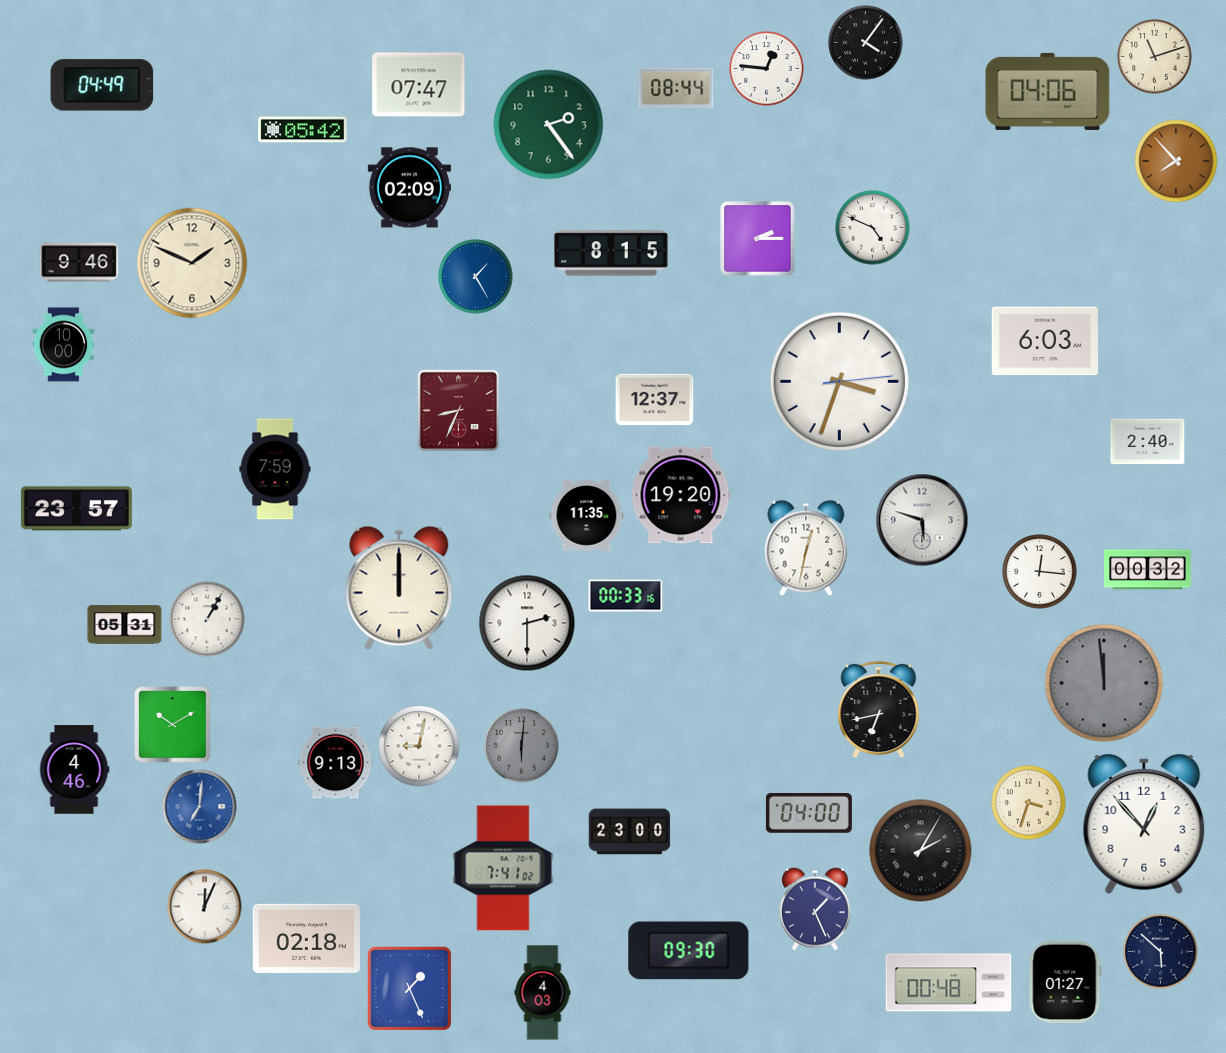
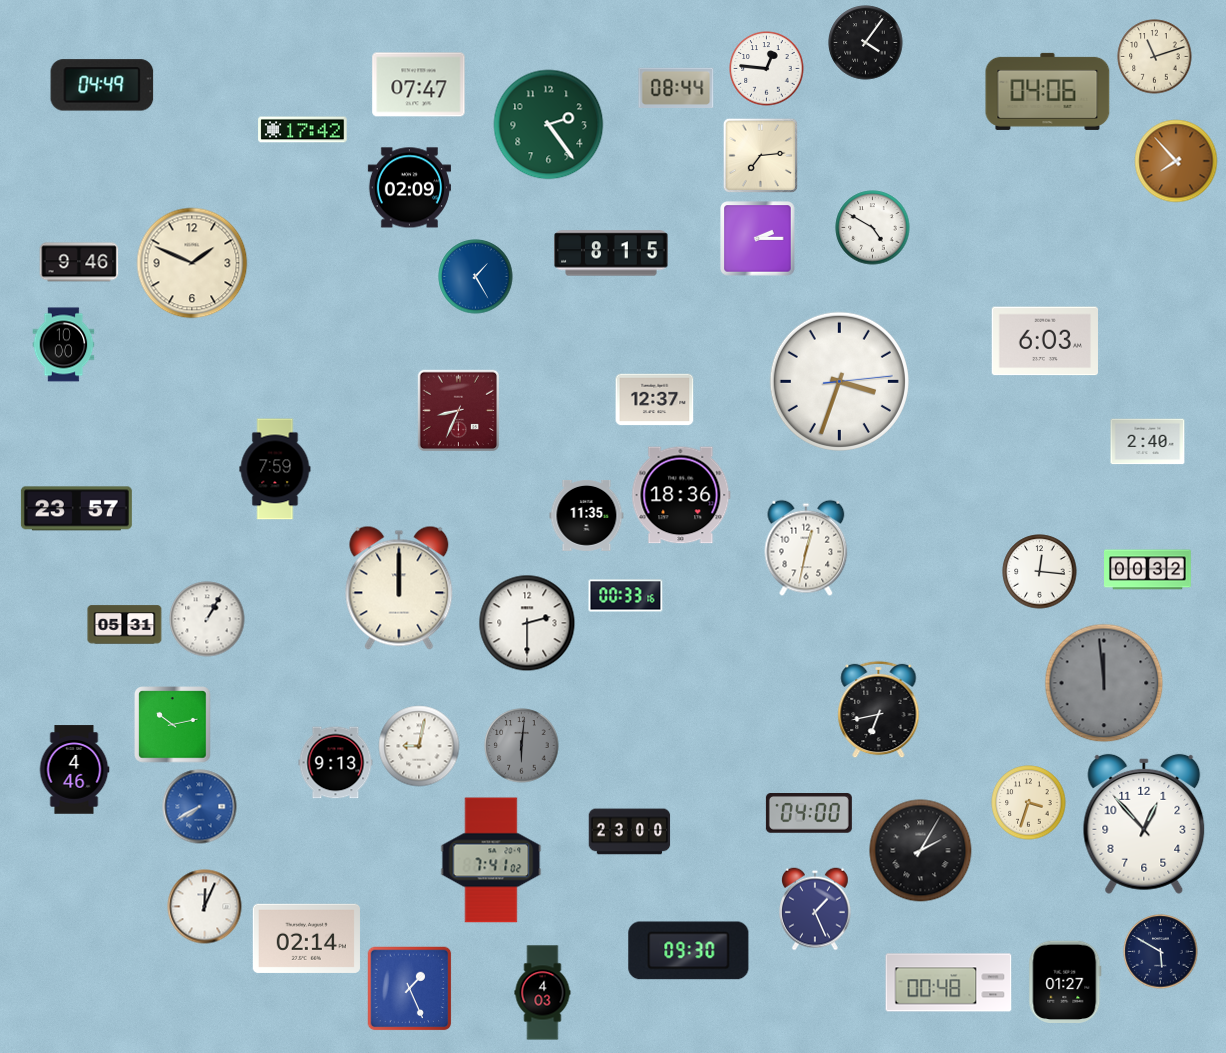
clock at (303, 130): 05:42 -> 17:42
clock at (760, 155): none -> 7:14
clock at (873, 228): 4:49 -> 4:50
clock at (681, 495): 19:20 -> 18:36
clock at (922, 520): 5:48 -> none
clock at (173, 725): 10:10 -> 10:13
clock at (200, 807): 7:01 -> 7:40
clock at (503, 868) position: (503, 868) -> (491, 860)
clock at (306, 938): 02:18 -> 02:14
clock at (1161, 952): 5:52 -> 5:50
